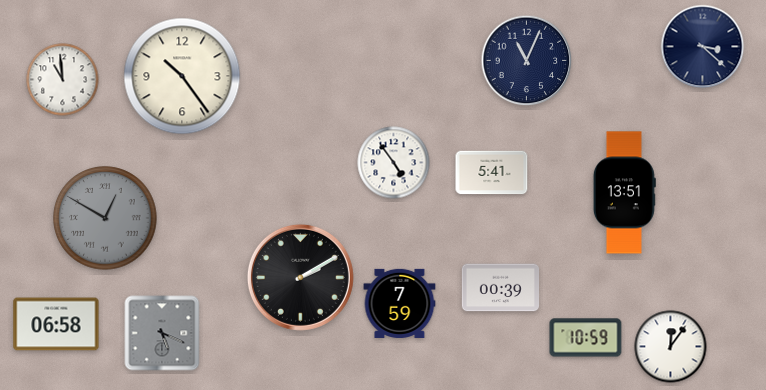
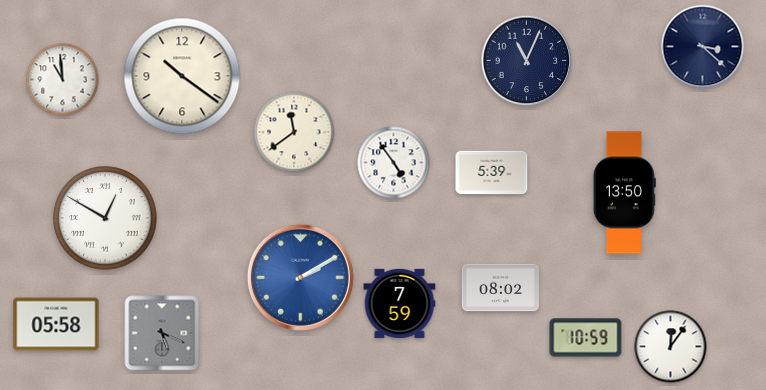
clock at (182, 76): 10:24 -> 10:21
clock at (294, 132): none -> 11:39
clock at (492, 173): 5:41 -> 5:39
clock at (624, 193): 13:51 -> 13:50
clock at (105, 218) dial: grey -> white
clock at (300, 277) dial: black -> blue
clock at (501, 288): 00:39 -> 08:02
clock at (56, 324): 06:58 -> 05:58
